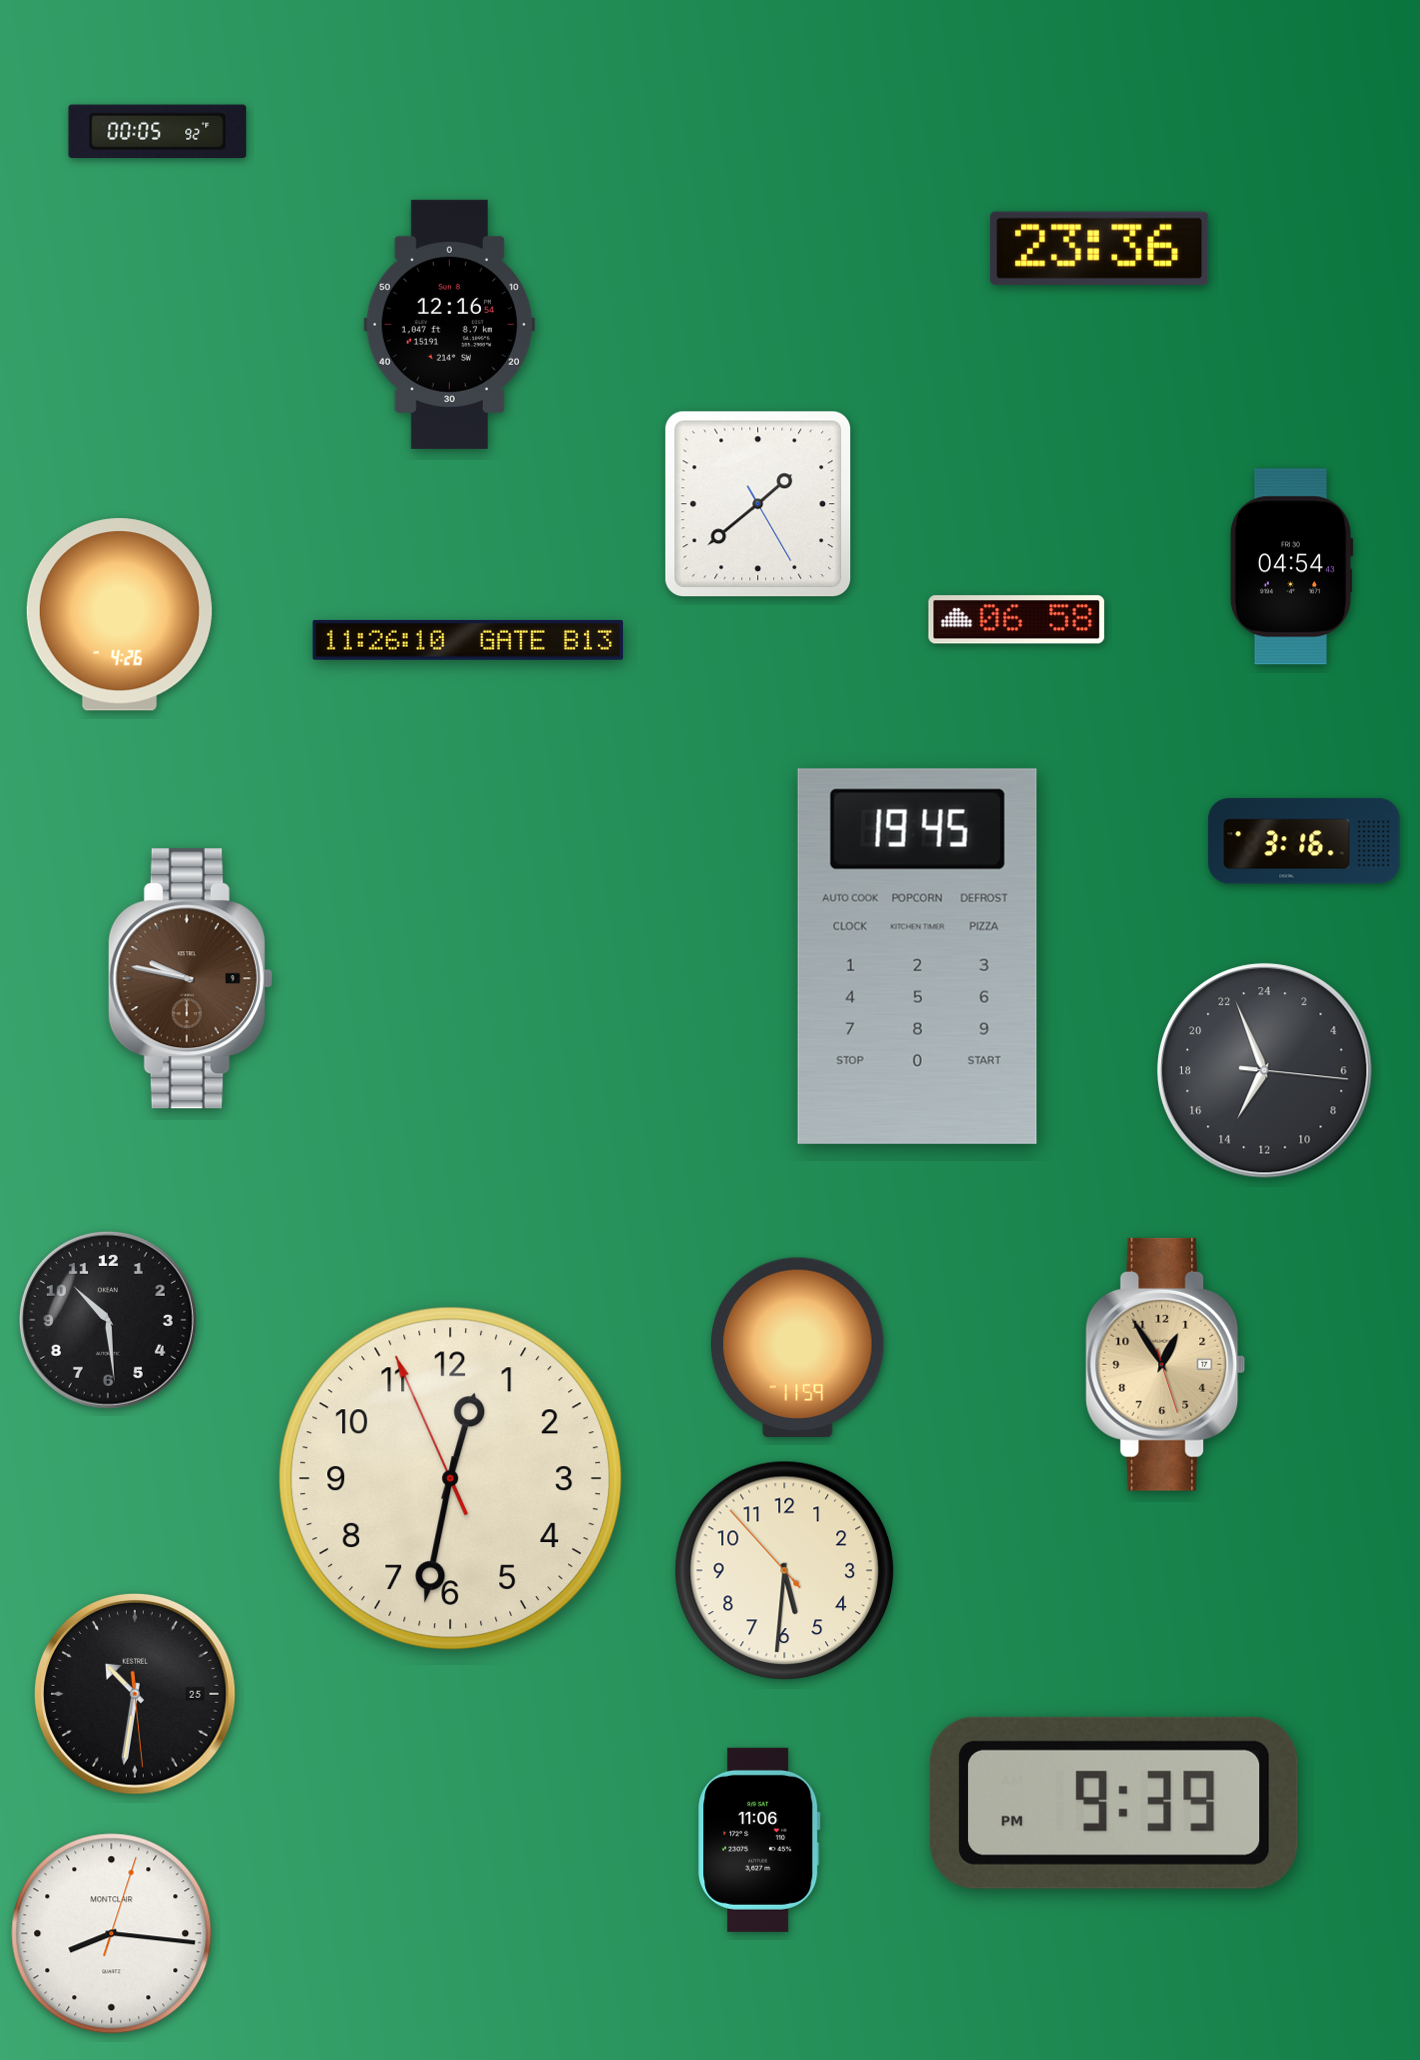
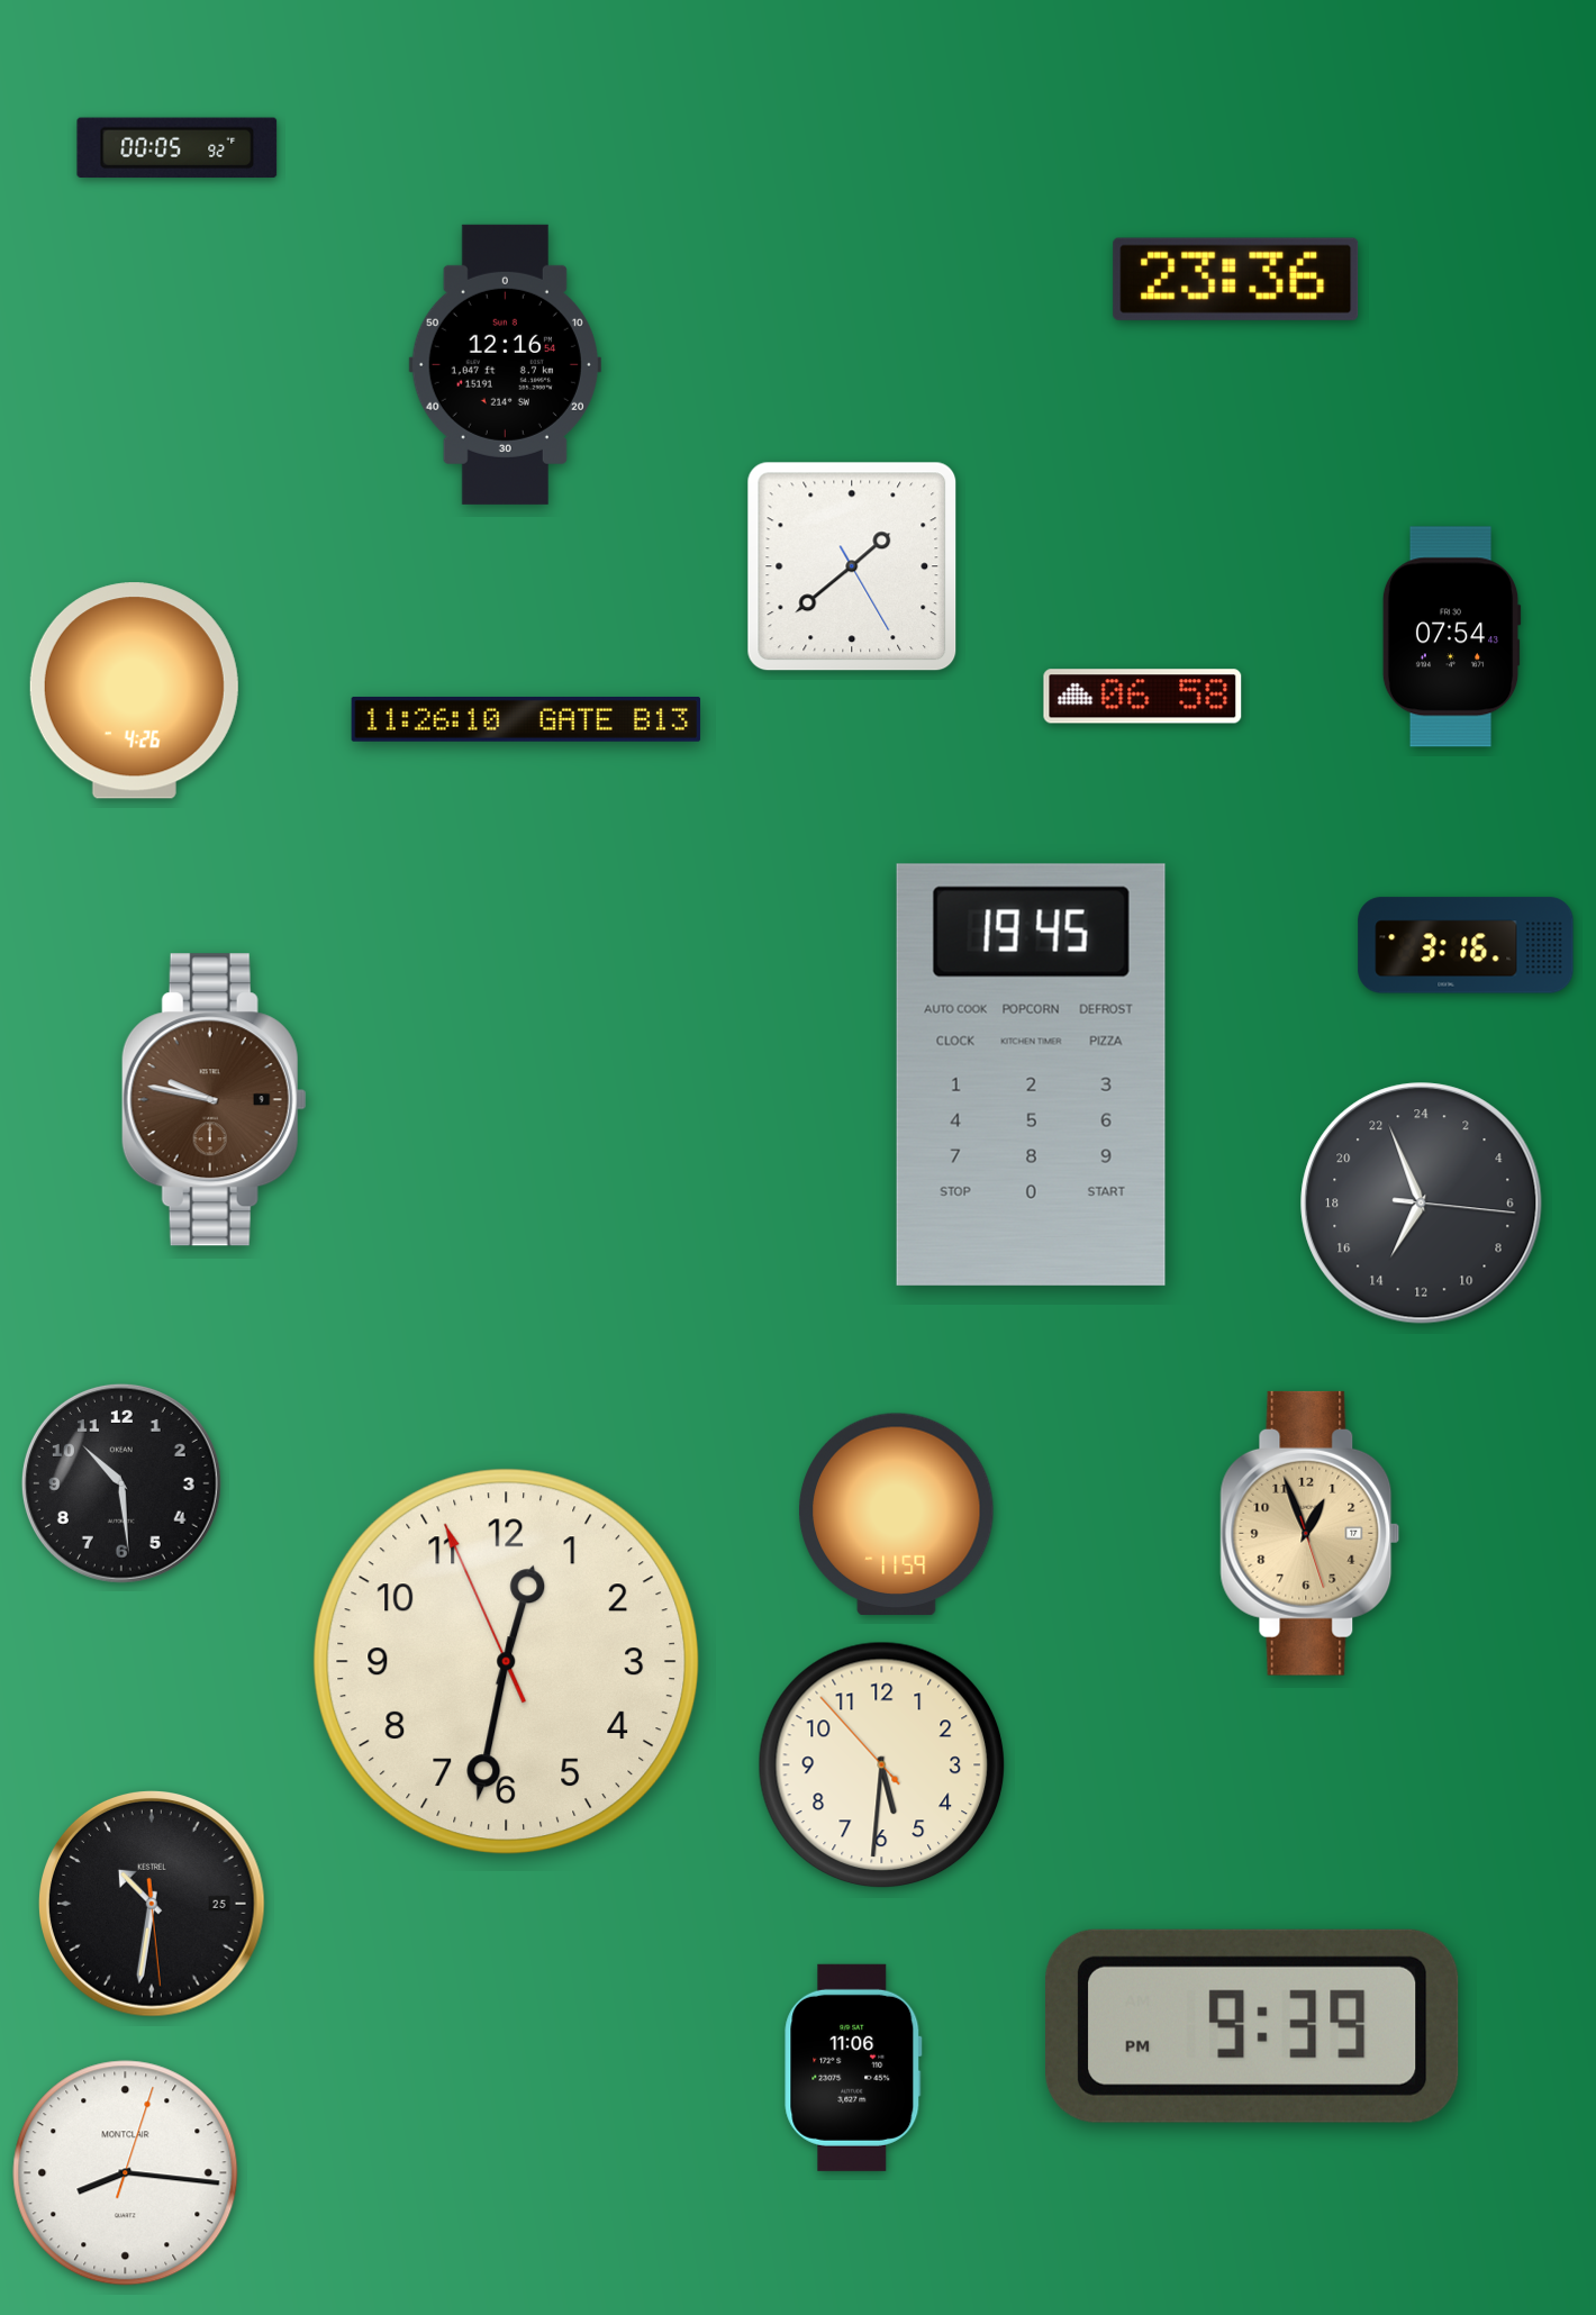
clock at (1291, 567): 04:54 -> 07:54
clock at (1166, 1364): 12:54 -> 12:56
